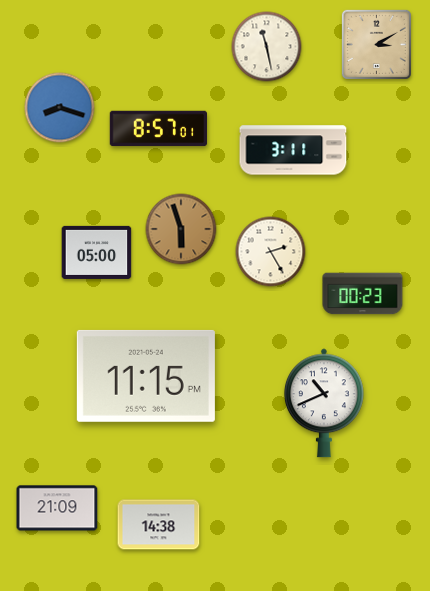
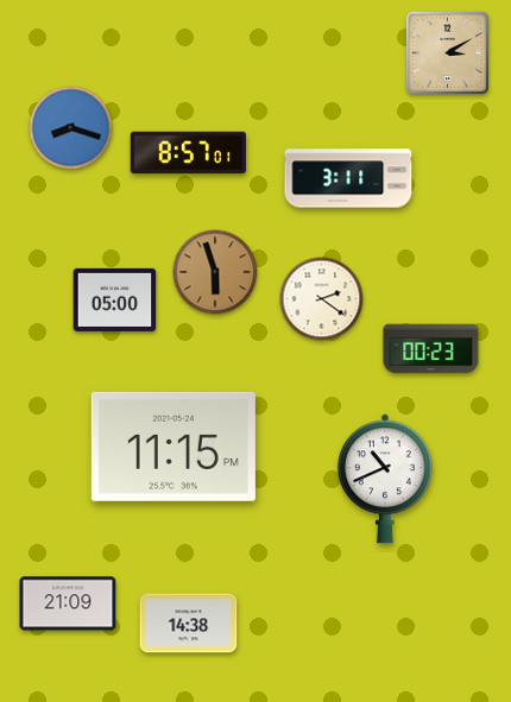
clock at (267, 47): 11:28 -> none
clock at (271, 252): 2:25 -> 2:21
